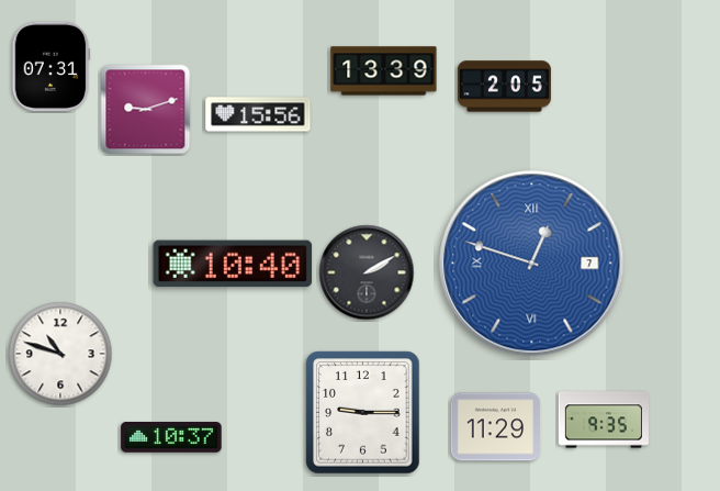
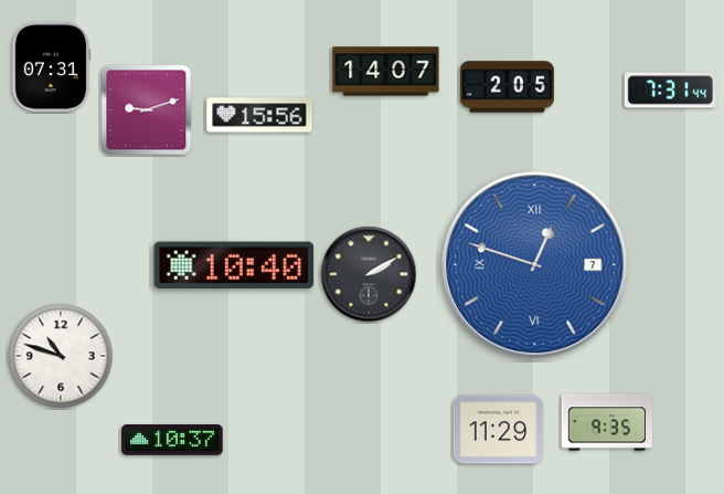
clock at (384, 71): 13:39 -> 14:07
clock at (670, 91): none -> 7:31
clock at (363, 413): 9:15 -> none
